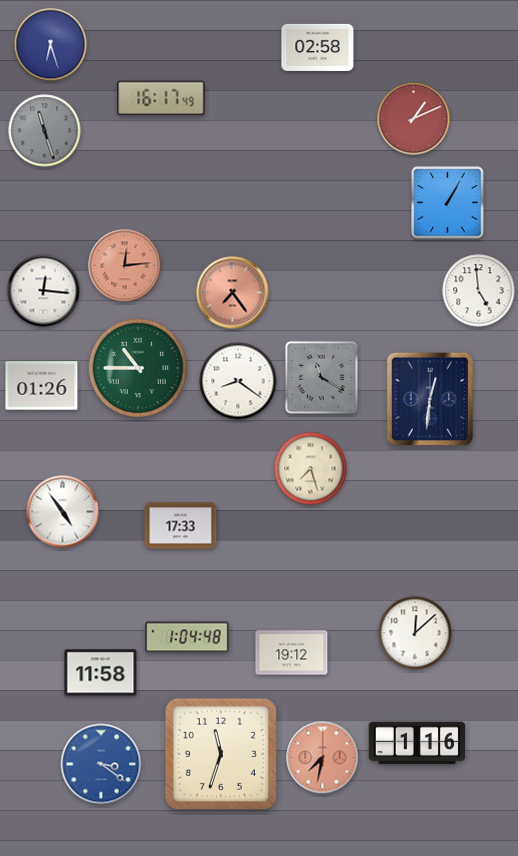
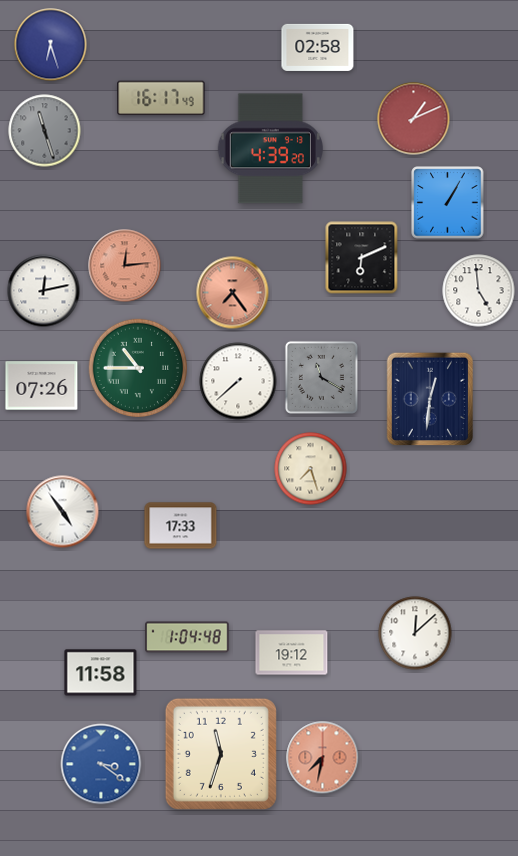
clock at (270, 149): none -> 4:39
clock at (362, 258): none -> 6:11
clock at (44, 291): 12:16 -> 12:13
clock at (238, 381): 8:21 -> 7:38
clock at (42, 386): 01:26 -> 07:26
clock at (417, 743): 1:16 -> none
